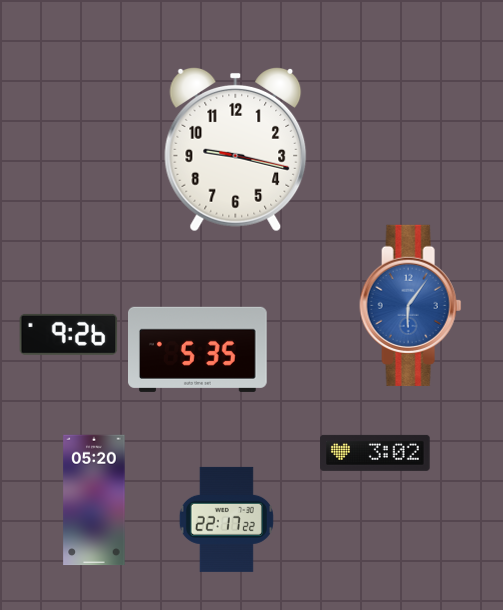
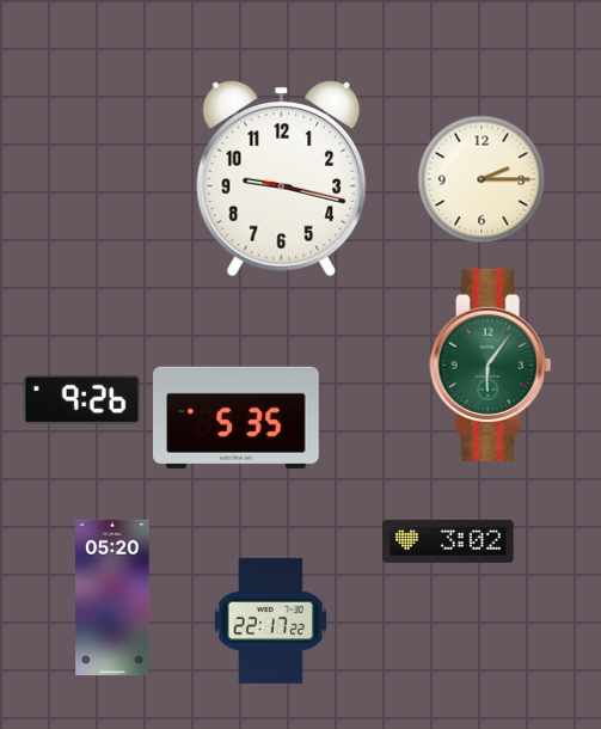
clock at (482, 179): none -> 2:15
clock at (411, 305) dial: blue -> green
